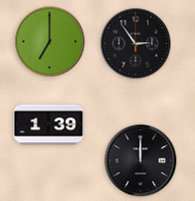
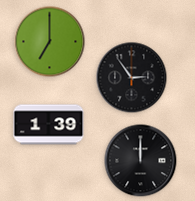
clock at (136, 44) position: (136, 44) -> (132, 78)
